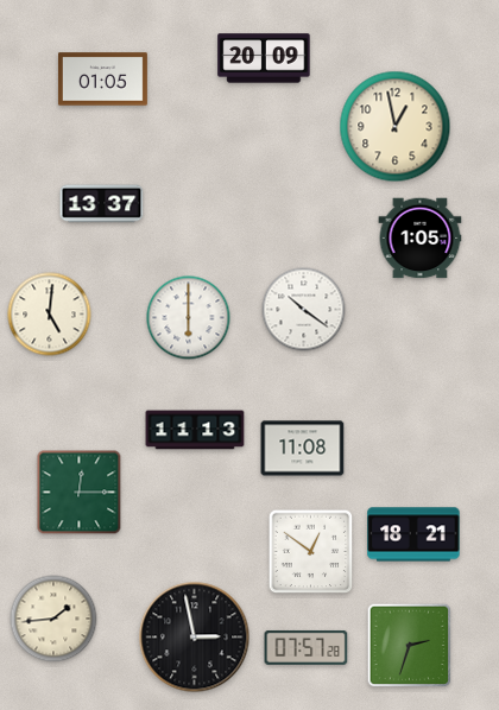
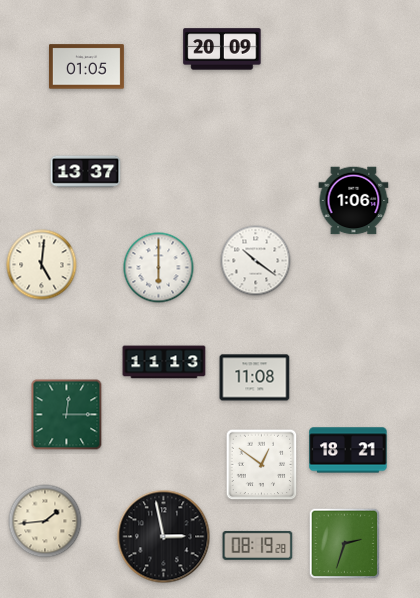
clock at (396, 127): 12:58 -> none
clock at (421, 239): 1:05 -> 1:06
clock at (307, 647): 07:57 -> 08:19
